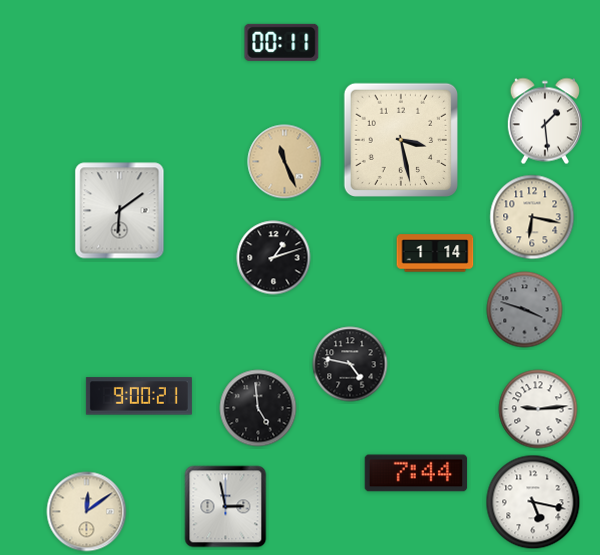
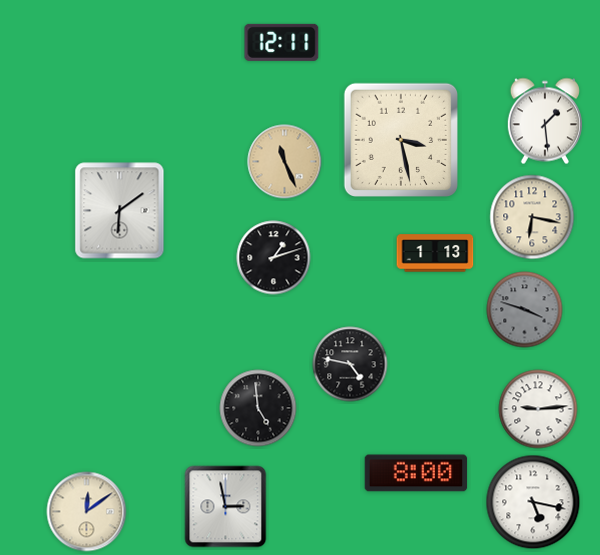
clock at (282, 42): 00:11 -> 12:11
clock at (435, 253): 1:14 -> 1:13
clock at (139, 396): 9:00 -> none
clock at (416, 473): 7:44 -> 8:00
